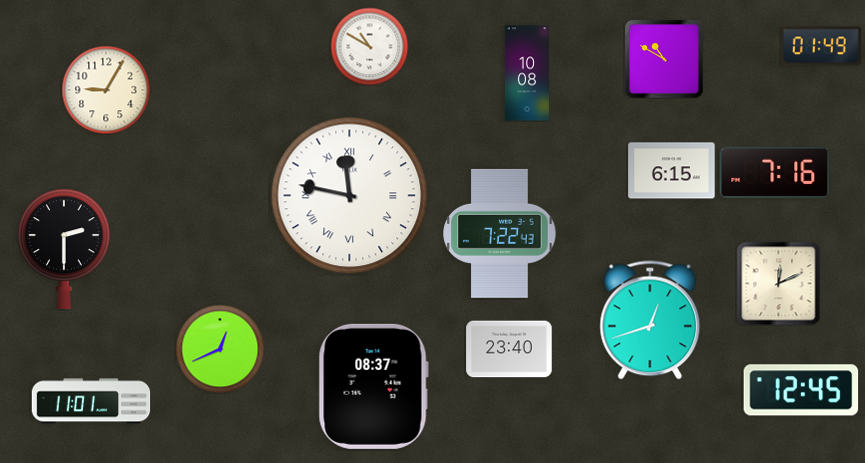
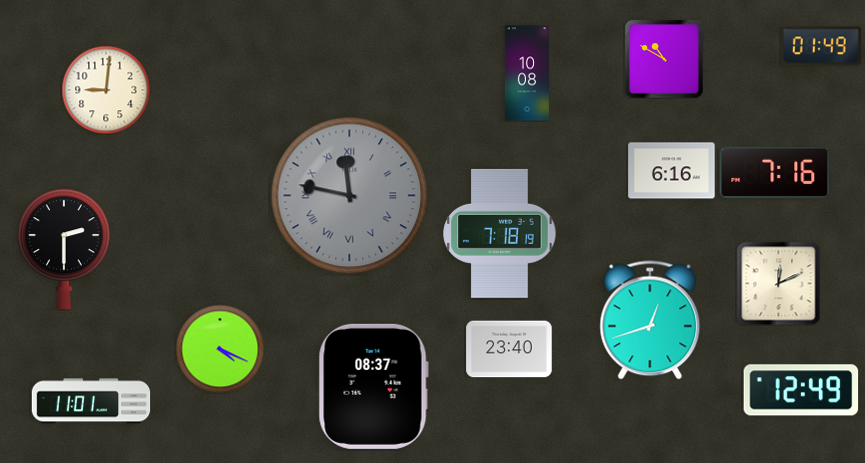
clock at (369, 46): 10:50 -> none
clock at (106, 90): 9:05 -> 9:01
clock at (672, 171): 6:15 -> 6:16
clock at (350, 196) dial: white -> grey
clock at (500, 233): 7:22 -> 7:18
clock at (220, 349): 12:41 -> 4:19
clock at (801, 390): 12:45 -> 12:49
